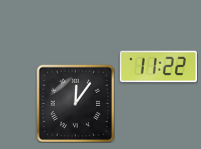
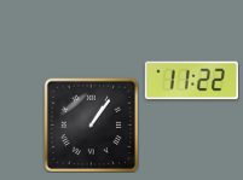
clock at (75, 103): 12:06 -> 1:06
